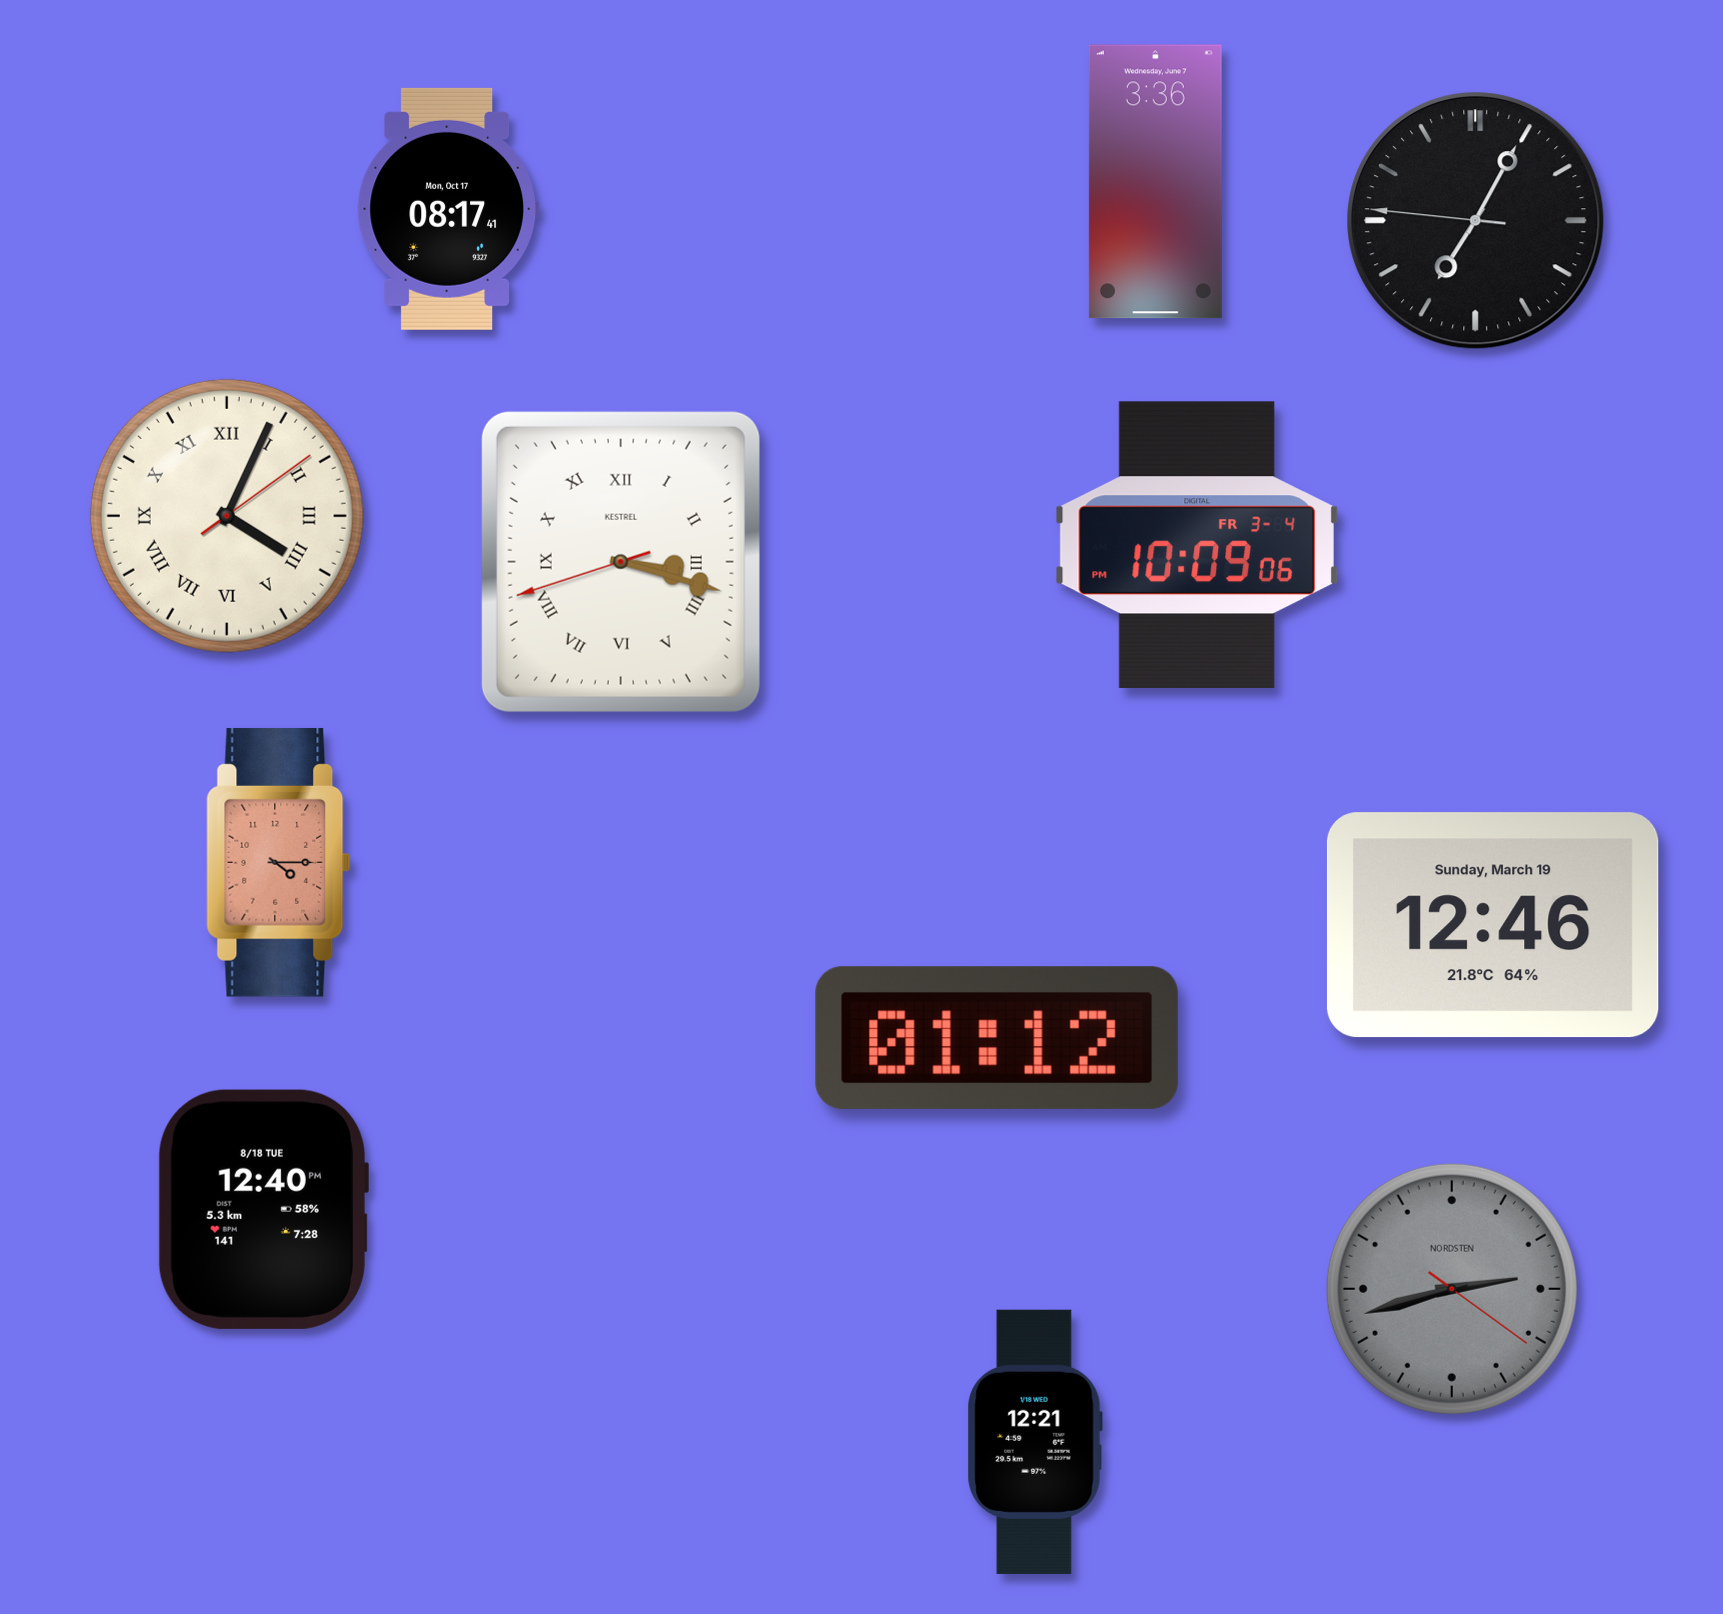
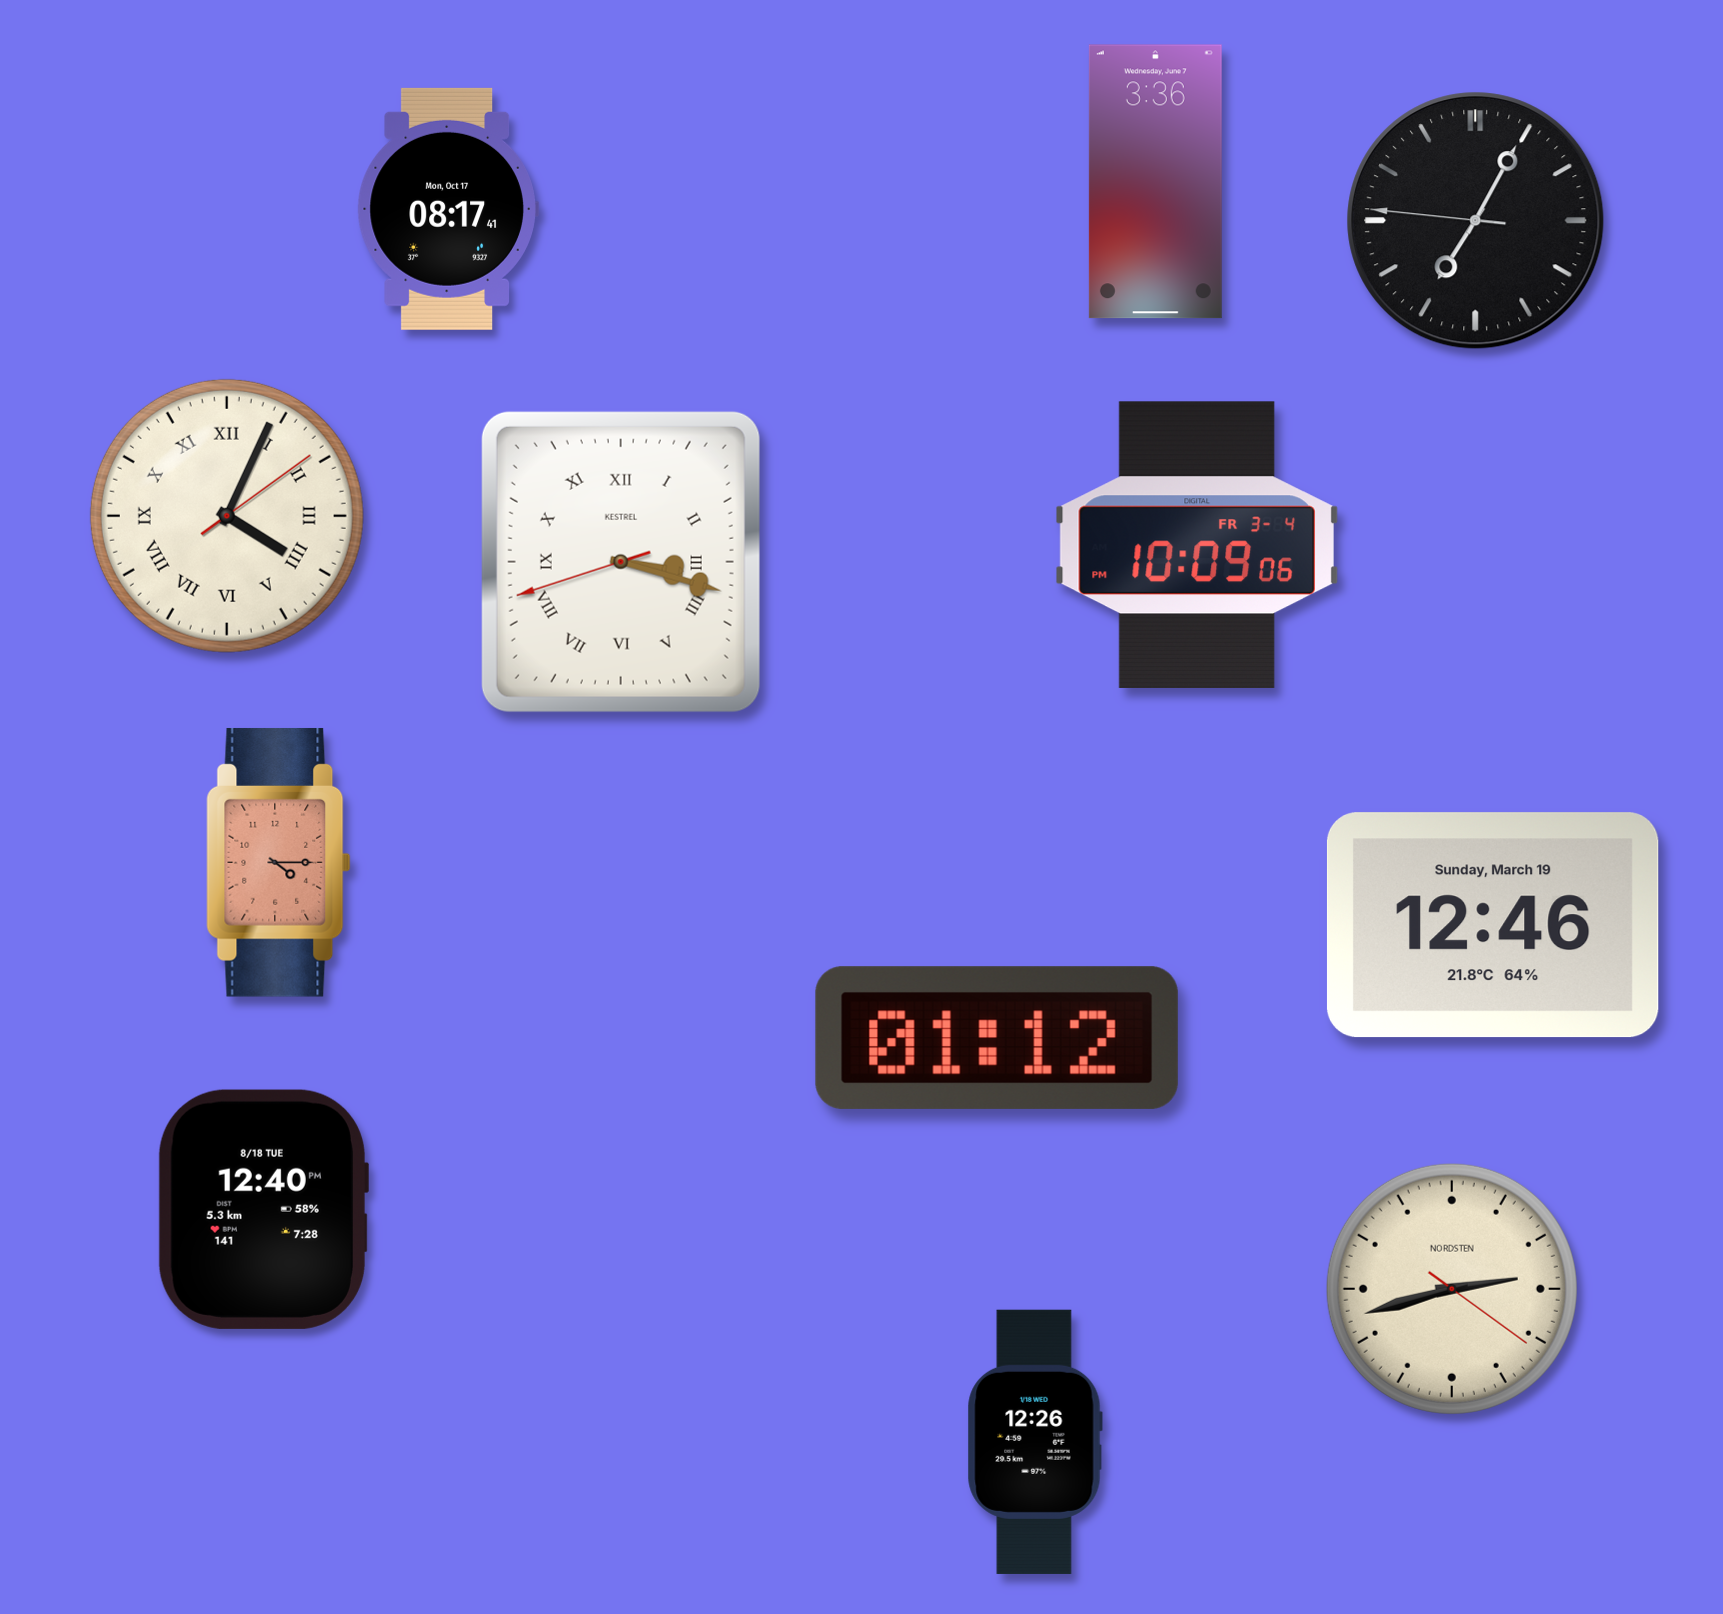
clock at (1452, 1289) dial: grey -> cream
clock at (1035, 1442): 12:21 -> 12:26
